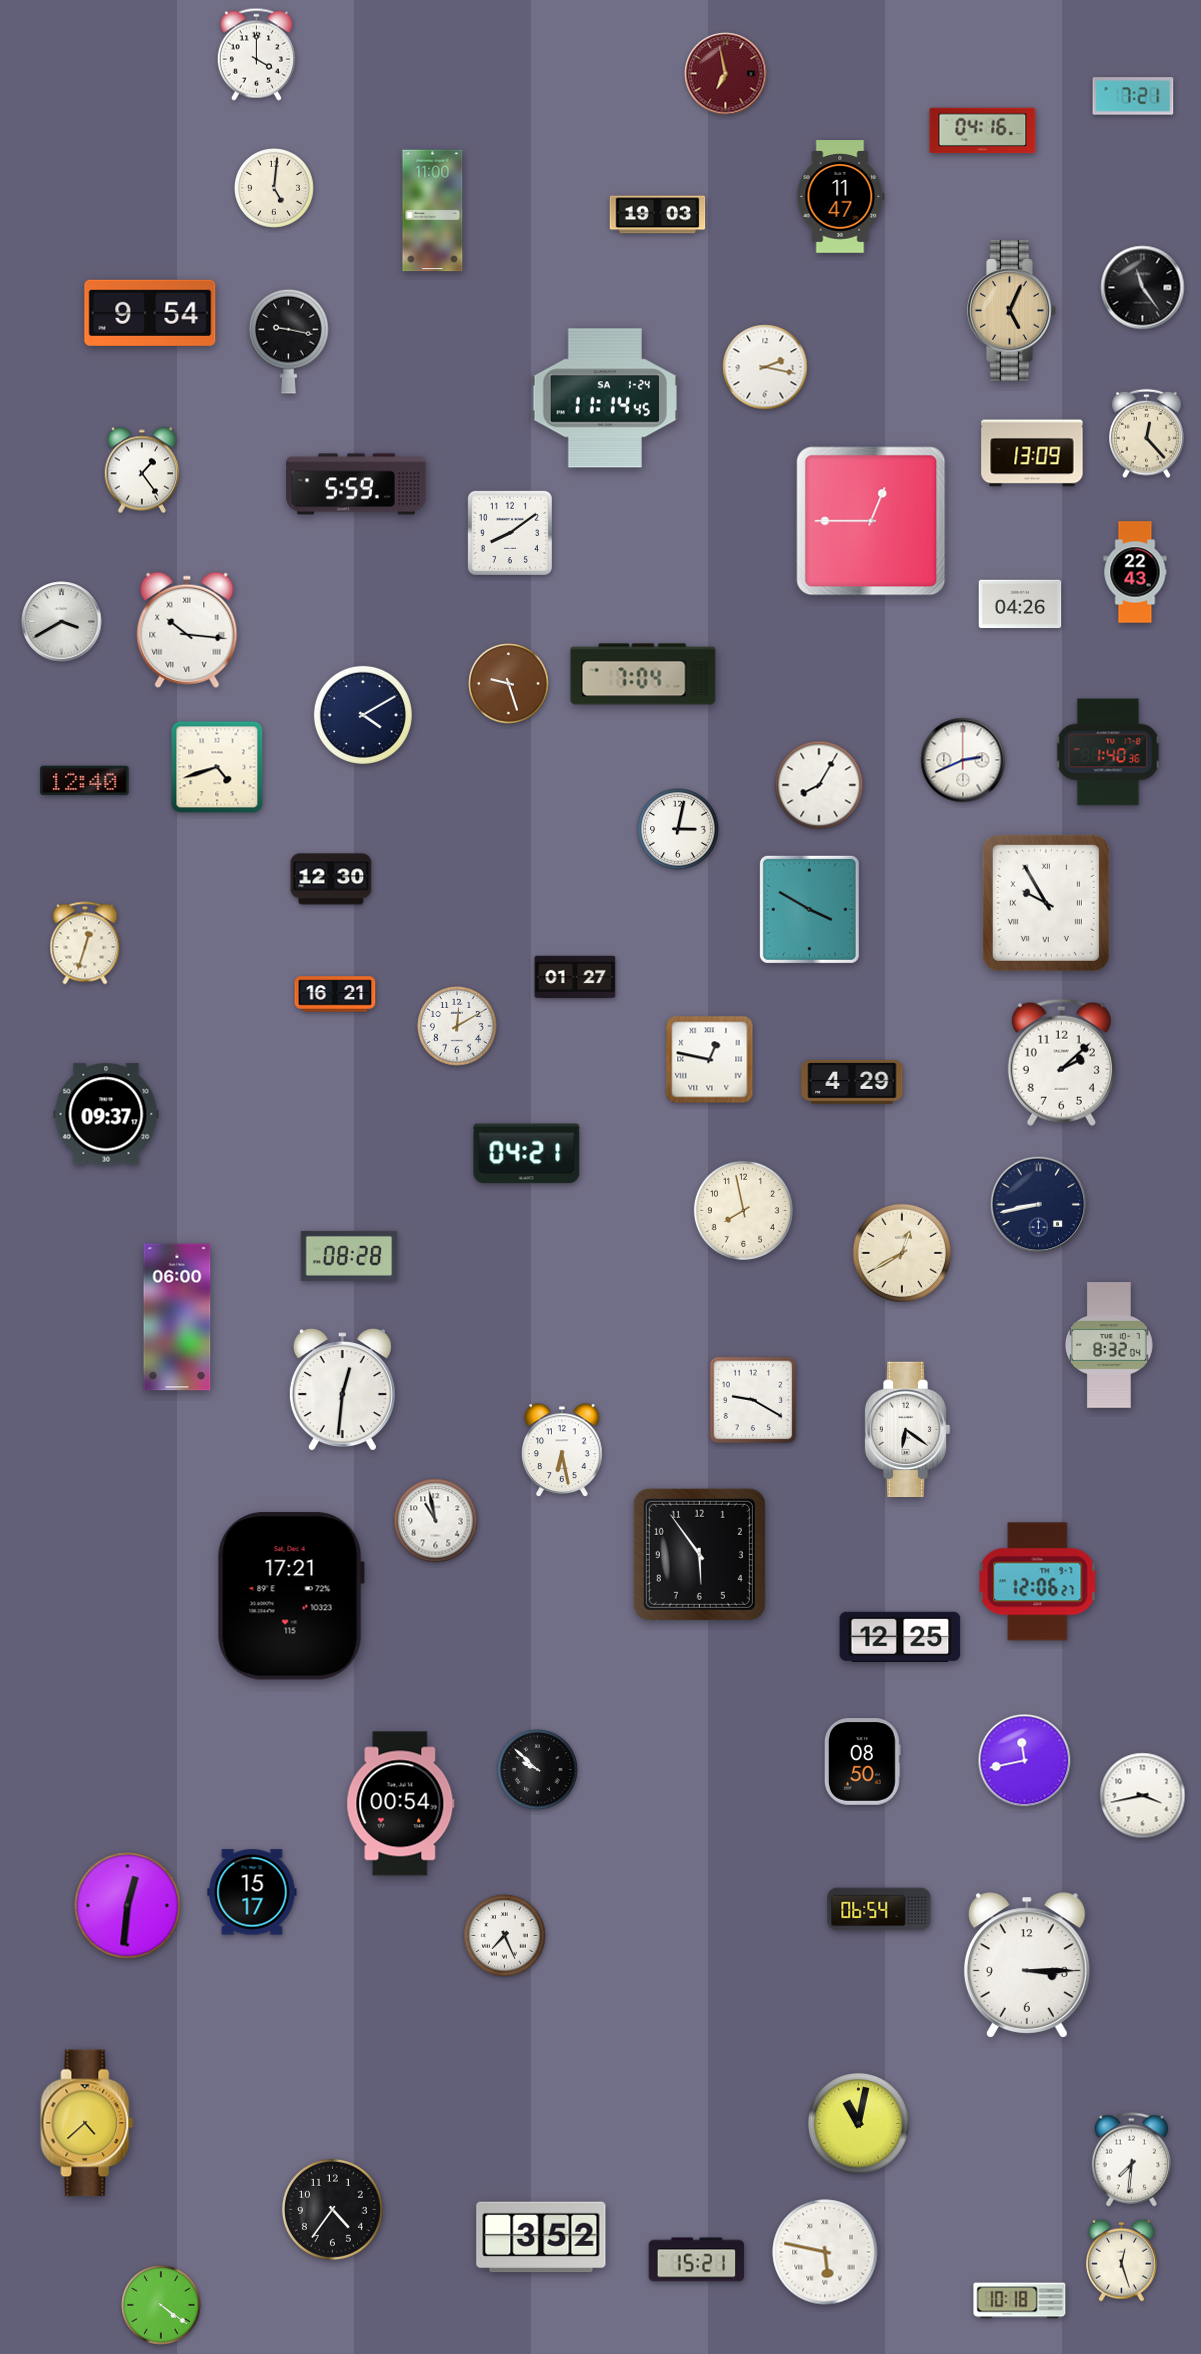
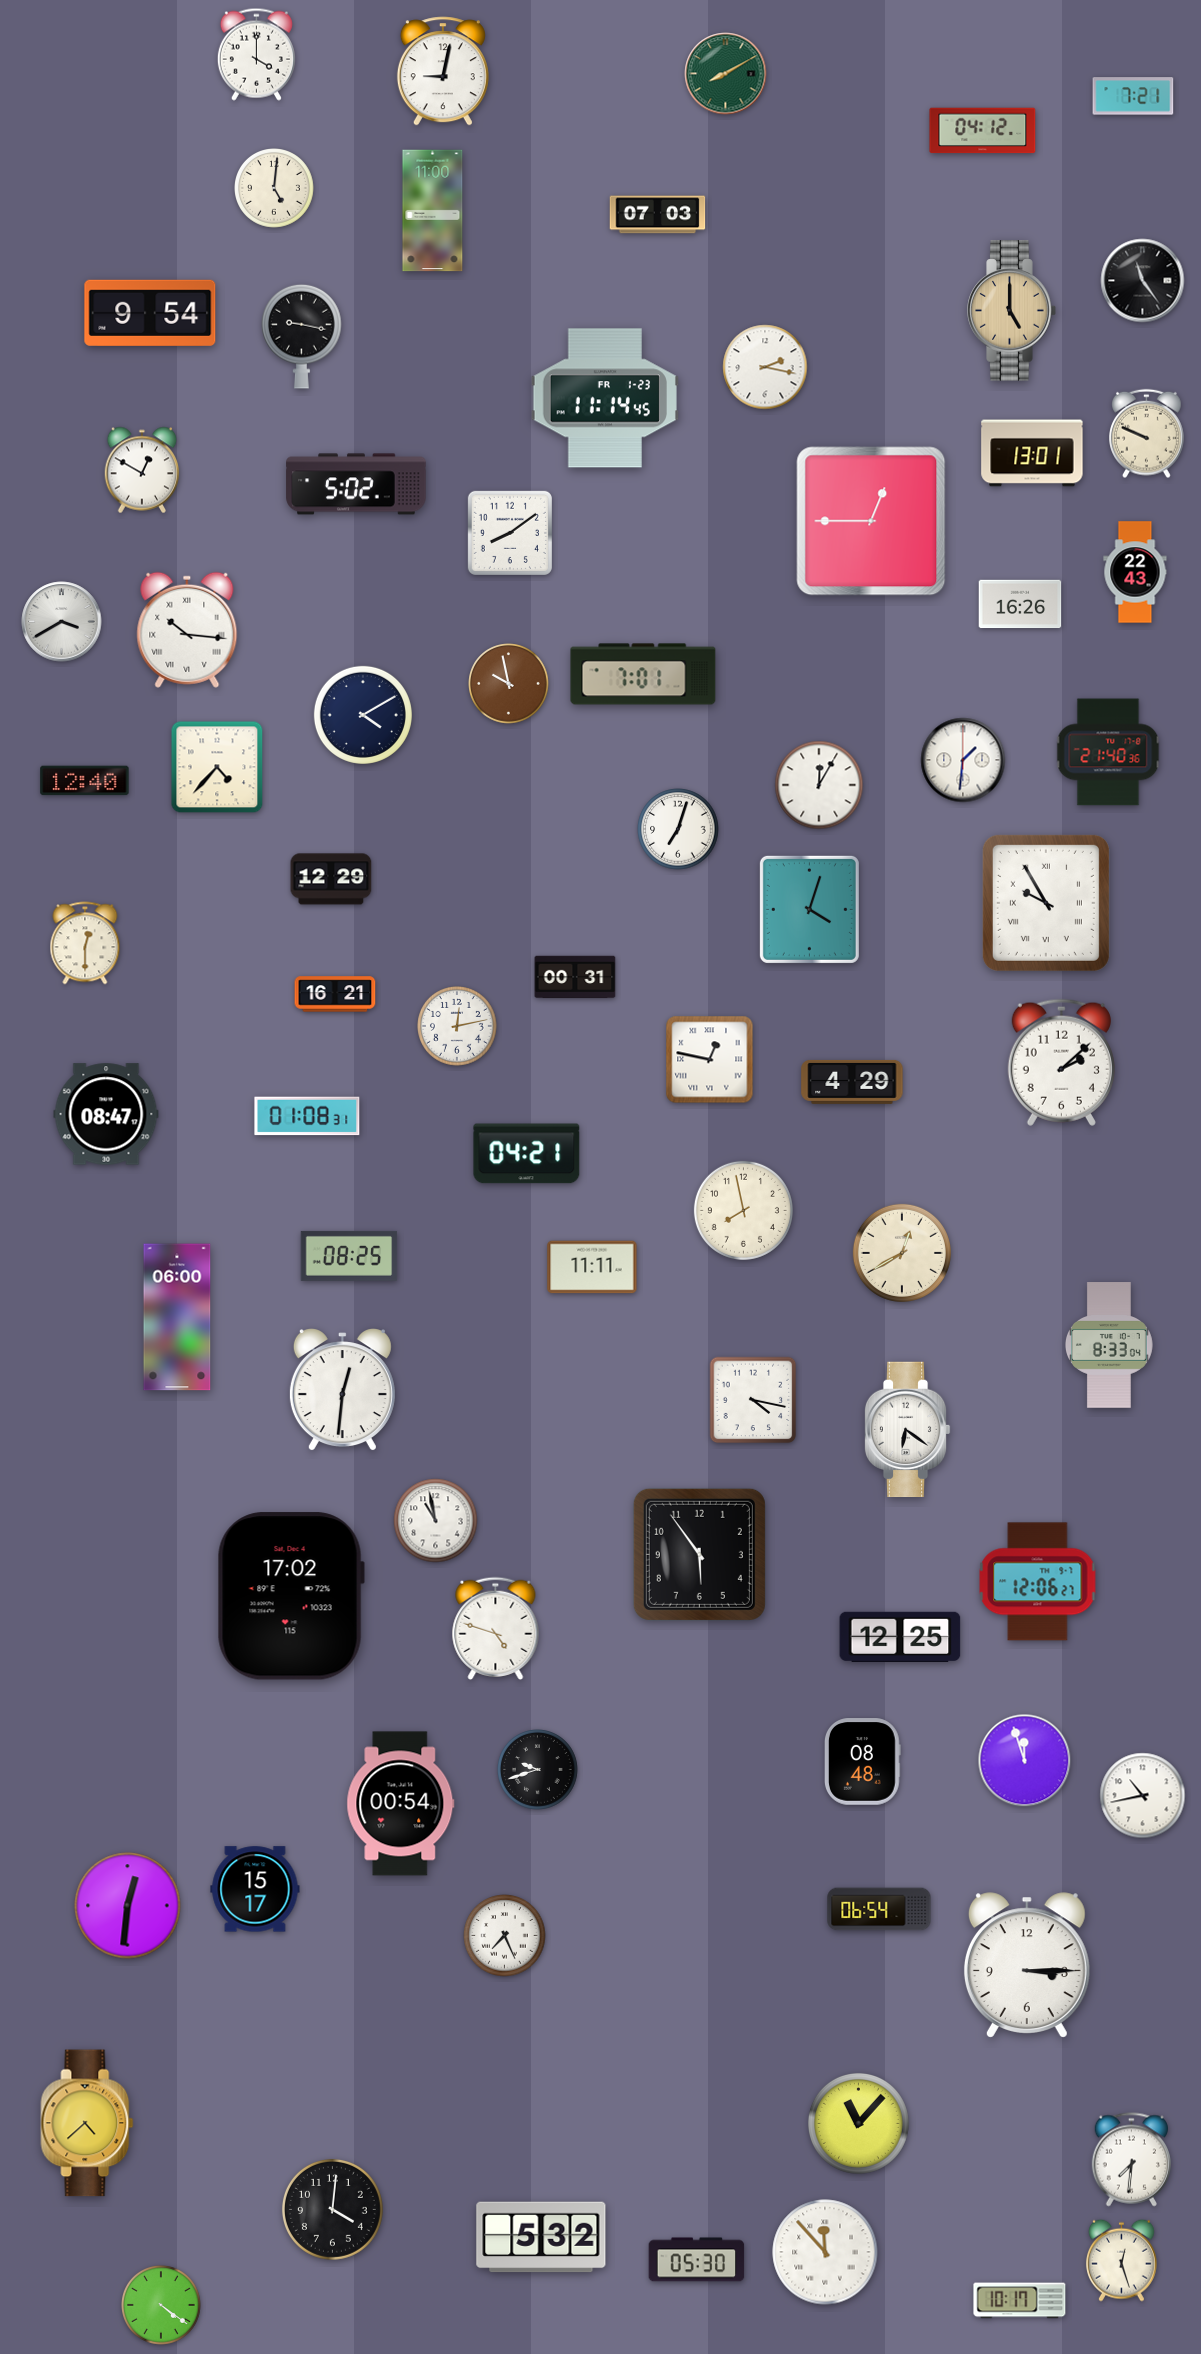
clock at (443, 71): none -> 9:02
clock at (726, 74): 6:58 -> 8:10
clock at (726, 74) dial: burgundy -> green
clock at (983, 131): 04:16 -> 04:12
clock at (841, 197): 11:47 -> none
clock at (658, 215): 19:03 -> 07:03
clock at (1143, 288) position: (1143, 288) -> (1143, 281)
clock at (1012, 311): 5:04 -> 5:00
clock at (289, 341) position: (289, 341) -> (302, 336)
clock at (604, 398) date: SA 1-24 -> FR 1-23
clock at (1147, 434): 12:23 -> 9:49
clock at (1032, 453): 13:09 -> 13:01
clock at (142, 470): 1:24 -> 12:50
clock at (356, 484): 5:59 -> 5:02
clock at (1020, 604): 04:26 -> 16:26
clock at (643, 674): 7:04 -> 7:01
clock at (509, 684): 9:27 -> 9:58
clock at (1108, 752): 1:40 -> 21:40
clock at (963, 760): 2:41 -> 1:31
clock at (217, 767): 4:42 -> 4:37
clock at (819, 785): 8:05 -> 12:05
clock at (678, 829): 3:02 -> 7:03
clock at (331, 879): 12:30 -> 12:29
clock at (809, 909): 3:50 -> 4:03
clock at (85, 943): 12:33 -> 12:30
clock at (575, 977): 01:27 -> 00:31
clock at (458, 1027): 12:10 -> 12:13
clock at (106, 1114): 09:37 -> 08:47
clock at (307, 1116): none -> 01:08
clock at (1039, 1205): 8:43 -> none
clock at (349, 1256): 08:28 -> 08:25
clock at (592, 1267): none -> 11:11
clock at (1109, 1345): 8:32 -> 8:33
clock at (753, 1400): 9:20 -> 4:17
clock at (562, 1450): 6:28 -> none
clock at (291, 1596): 17:21 -> 17:02
clock at (496, 1628): none -> 4:48
clock at (1025, 1761): 11:43 -> 11:57
clock at (863, 1762): 08:50 -> 08:48
clock at (538, 1770): 9:52 -> 9:42
clock at (1143, 1796): 3:43 -> 10:43
clock at (252, 1892) position: (252, 1892) -> (255, 1889)
clock at (858, 2123): 11:02 -> 11:07
clock at (332, 2209): 4:36 -> 4:01
clock at (541, 2237): 3:52 -> 5:32
clock at (825, 2252): 5:47 -> 11:53
clock at (697, 2260): 15:21 -> 05:30
clock at (1020, 2301): 10:18 -> 10:17
